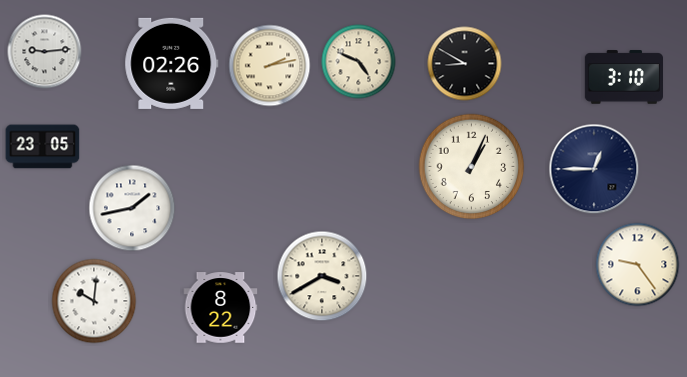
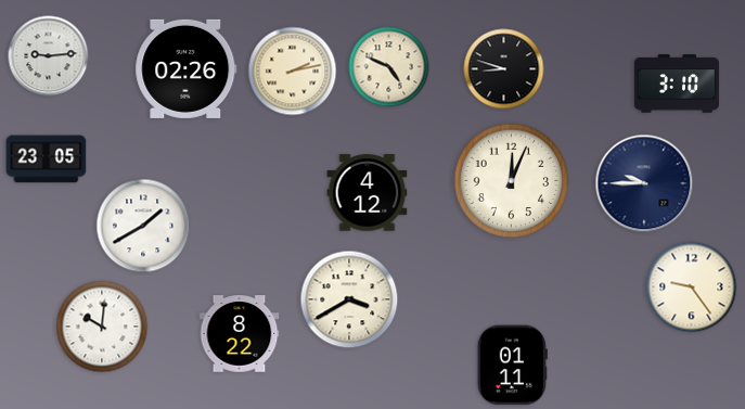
clock at (465, 64): 8:50 -> 8:48
clock at (472, 167): 1:04 -> 12:04
clock at (594, 169): 12:45 -> 9:45
clock at (368, 193): none -> 4:12
clock at (132, 208): 1:43 -> 1:40
clock at (512, 366): none -> 01:11
